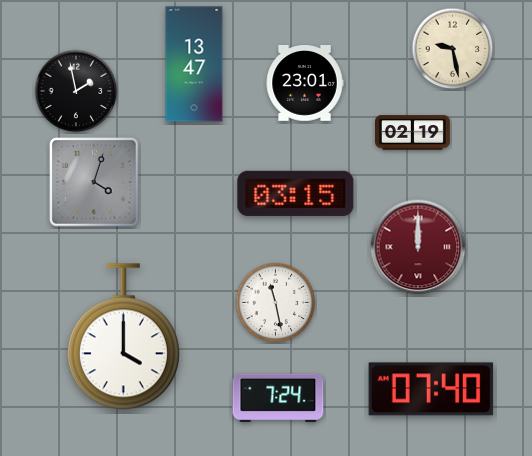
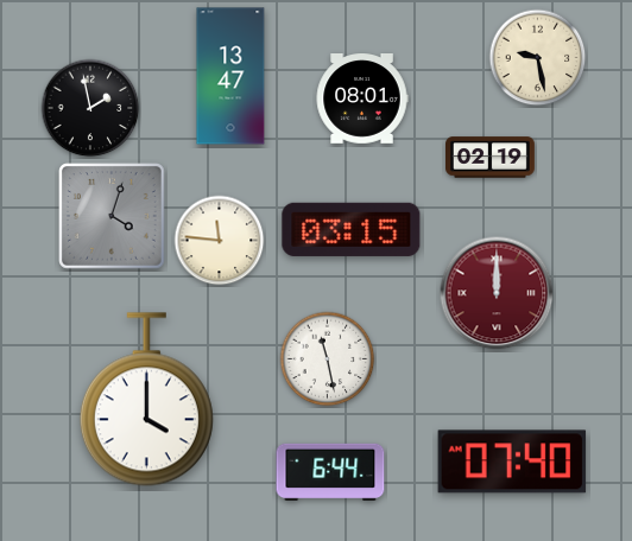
clock at (305, 84): 23:01 -> 08:01
clock at (220, 241): none -> 11:46
clock at (278, 397): 7:24 -> 6:44
